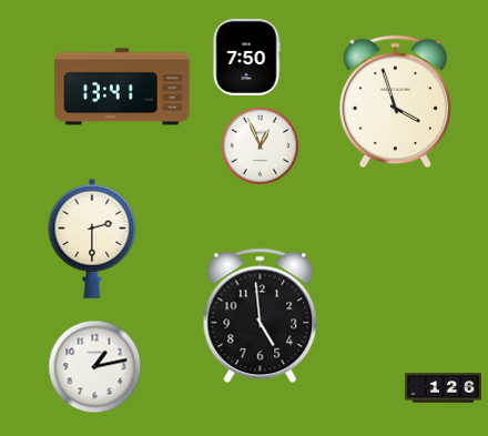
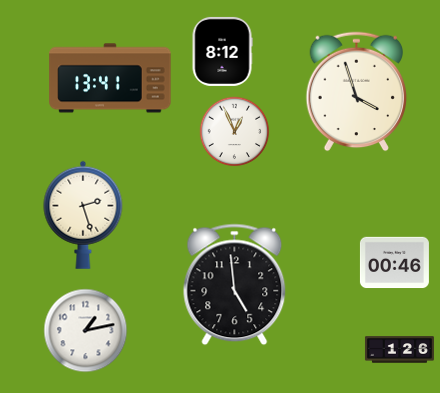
clock at (246, 57): 7:50 -> 8:12
clock at (92, 239): 2:30 -> 2:27
clock at (394, 263): none -> 00:46
